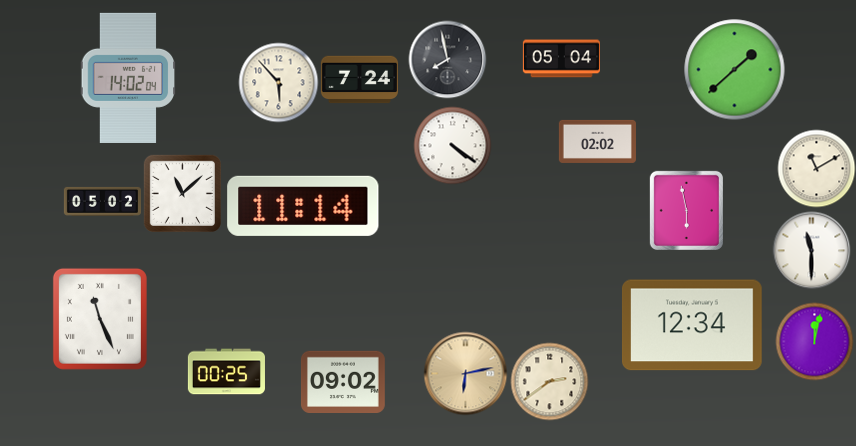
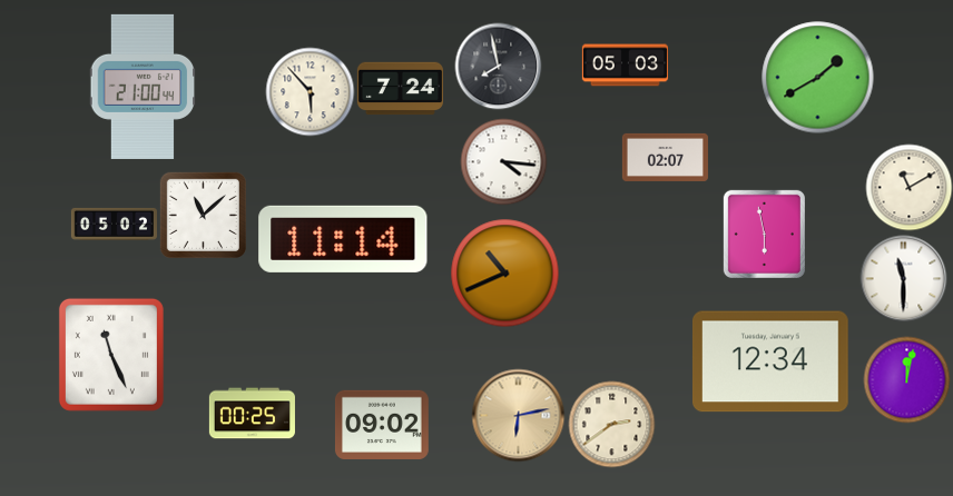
clock at (561, 59): 05:04 -> 05:03
clock at (735, 70): 1:38 -> 1:40
clock at (128, 78): 14:02 -> 21:00
clock at (597, 141): 02:02 -> 02:07
clock at (452, 145): 4:21 -> 4:16
clock at (303, 206) position: (303, 206) -> (343, 239)
clock at (504, 272): none -> 10:41
